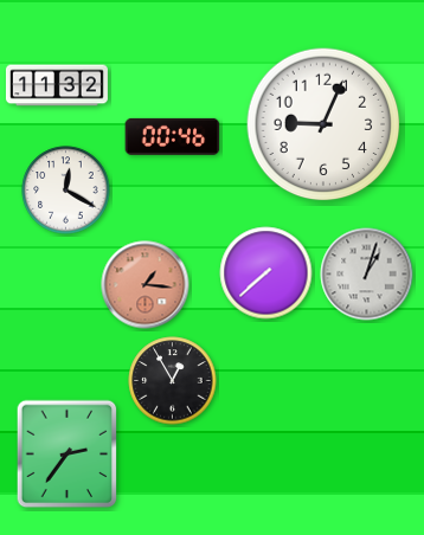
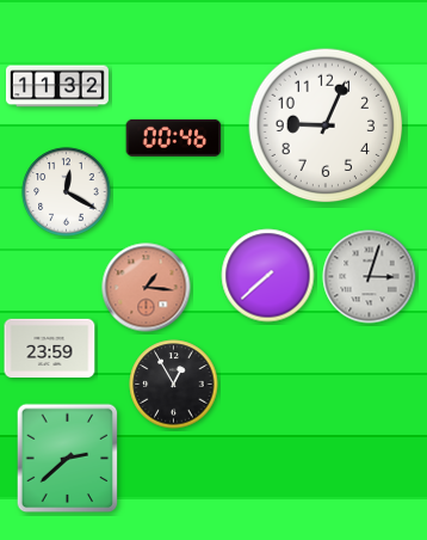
clock at (367, 275): 1:03 -> 3:03
clock at (50, 349): none -> 23:59
clock at (68, 455): 2:36 -> 2:38
